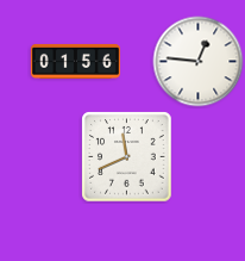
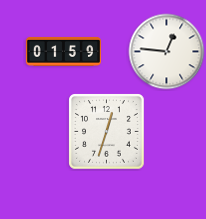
clock at (75, 61): 01:56 -> 01:59
clock at (127, 157): 11:41 -> 12:33
